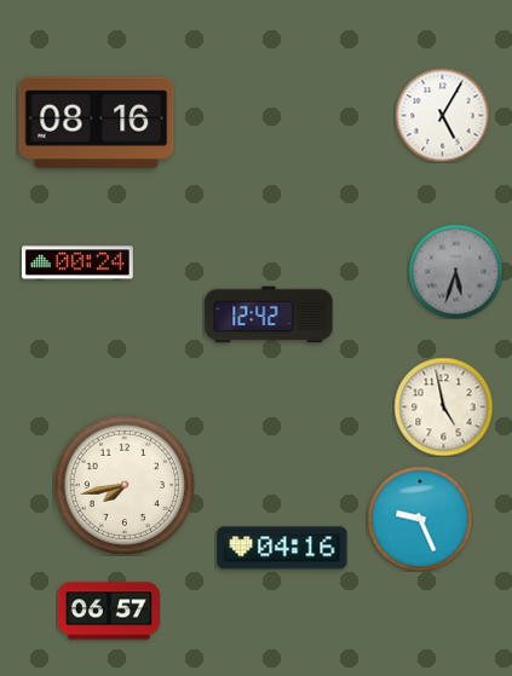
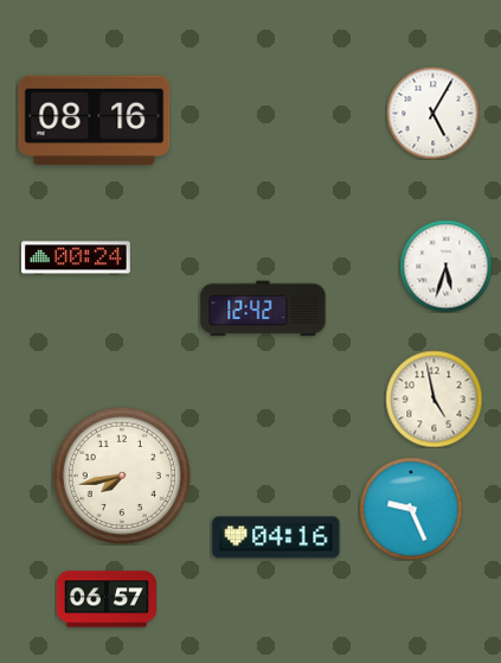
clock at (455, 271) dial: grey -> white
